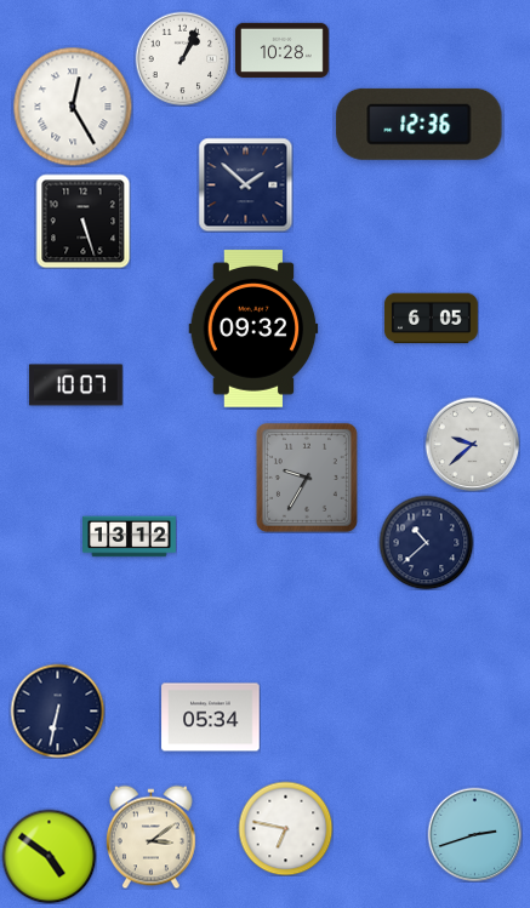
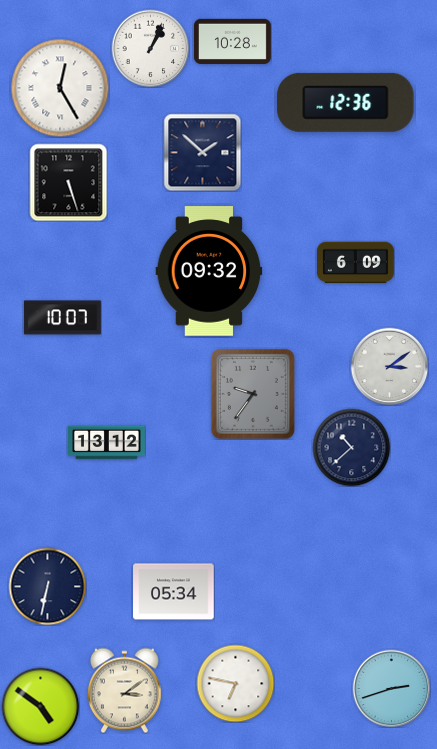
clock at (431, 319): 6:05 -> 6:09
clock at (472, 444): 9:38 -> 3:09
clock at (307, 478): 9:35 -> 9:36
